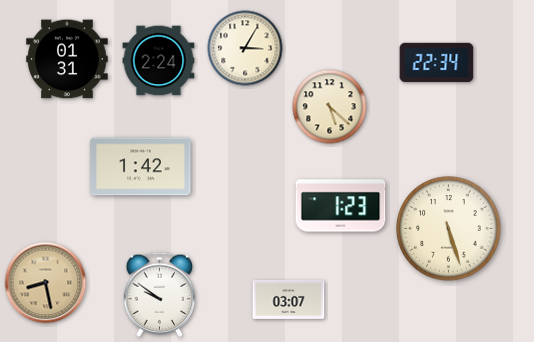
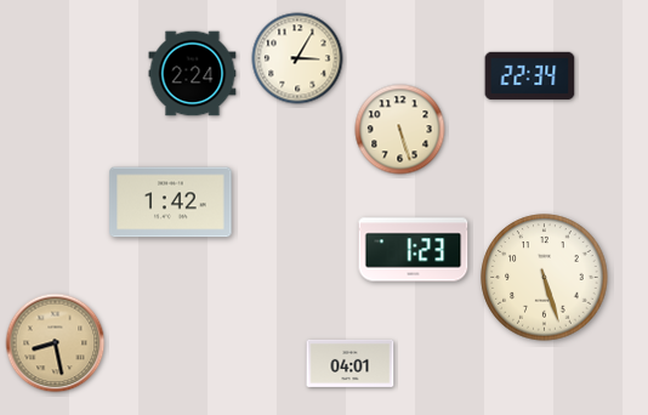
clock at (67, 59): 01:31 -> none
clock at (330, 107): 5:22 -> 5:27
clock at (160, 294): 9:51 -> none
clock at (289, 299): 03:07 -> 04:01
